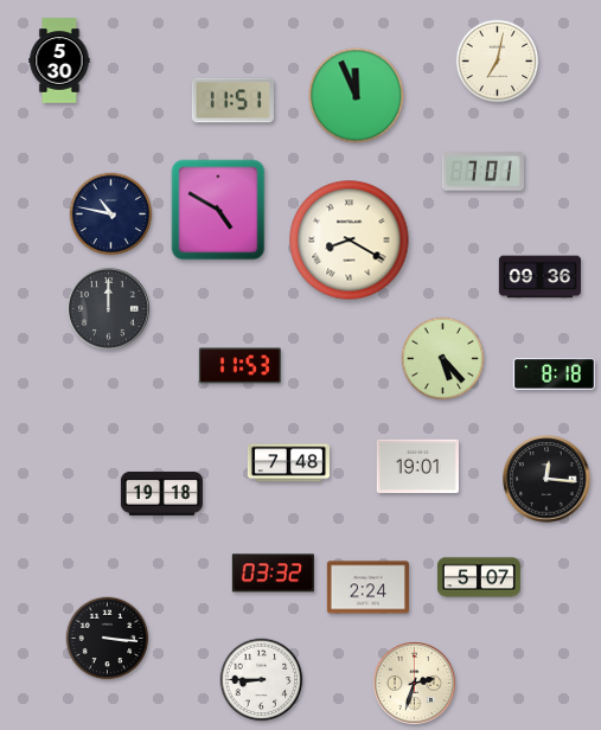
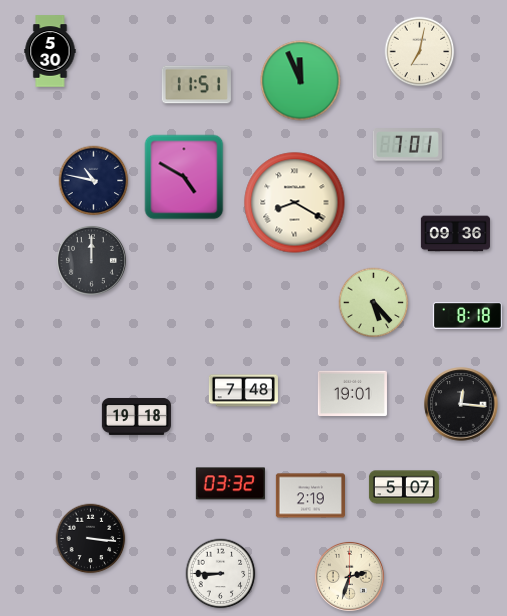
clock at (239, 366): 11:53 -> none
clock at (367, 588): 2:24 -> 2:19
